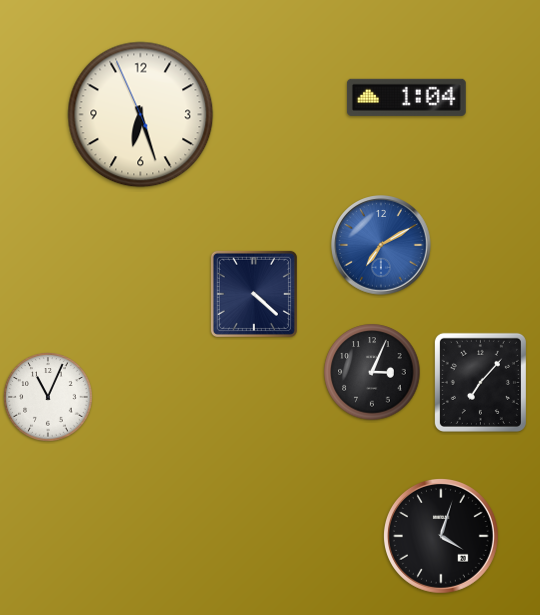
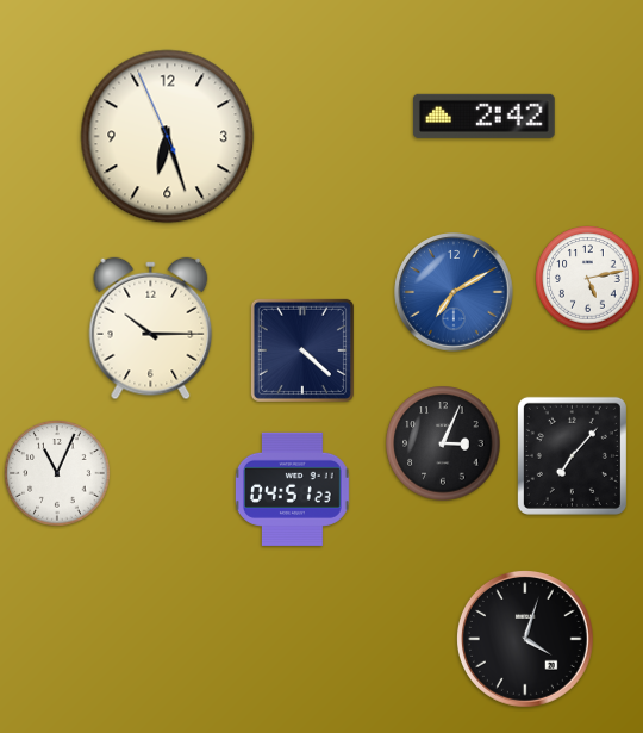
clock at (406, 97): 1:04 -> 2:42
clock at (588, 279): none -> 5:13
clock at (151, 329): none -> 10:15
clock at (292, 489): none -> 04:51
